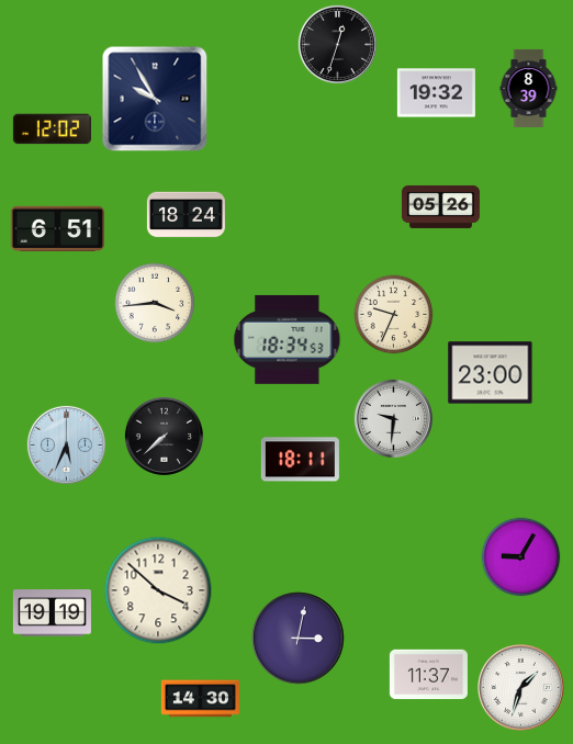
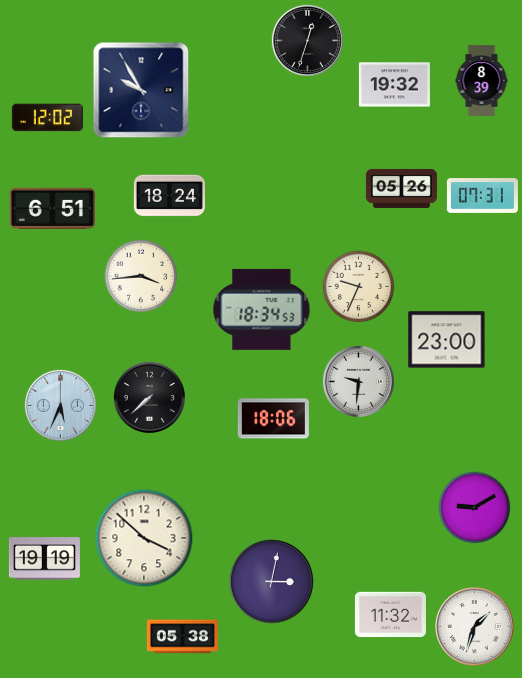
clock at (436, 93) position: (436, 93) -> (394, 85)
clock at (482, 196): none -> 07:31
clock at (300, 460): 18:11 -> 18:06
clock at (521, 557): 9:05 -> 9:10
clock at (52, 613) position: (52, 613) -> (44, 559)
clock at (428, 675): 11:37 -> 11:32
clock at (200, 699): 14:30 -> 05:38
